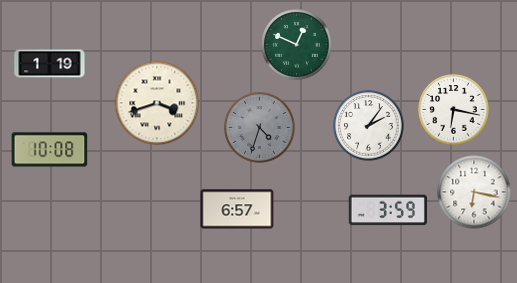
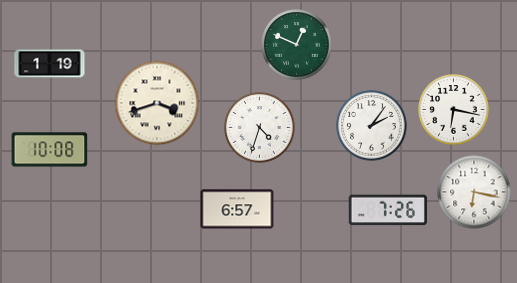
clock at (369, 126) position: (369, 126) -> (372, 126)
clock at (260, 128) dial: grey -> white
clock at (388, 210): 3:59 -> 7:26
